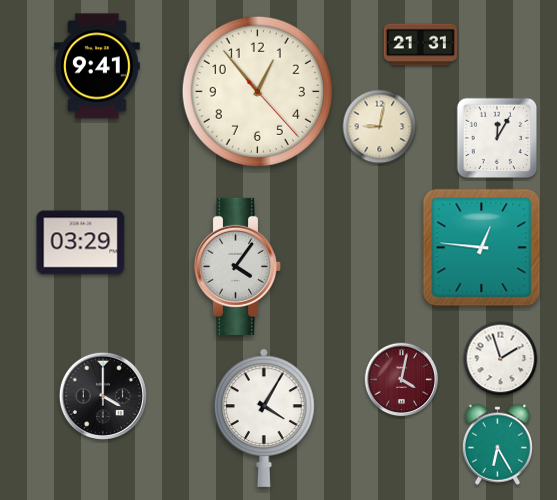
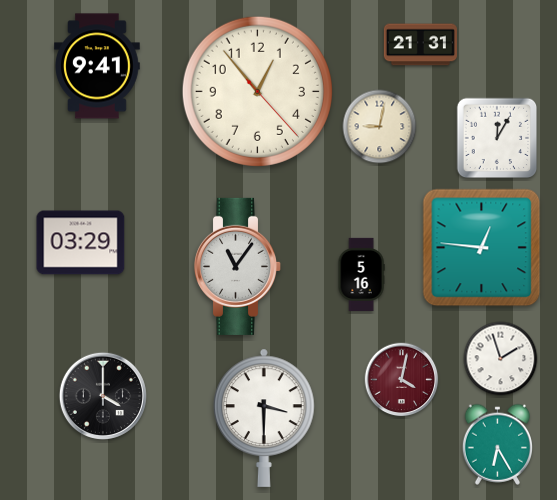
clock at (237, 266): 4:06 -> 11:06
clock at (361, 274): none -> 5:16
clock at (265, 418): 4:05 -> 3:30
